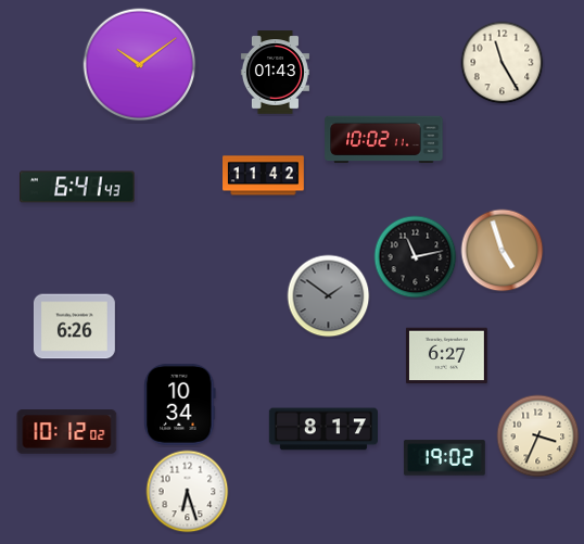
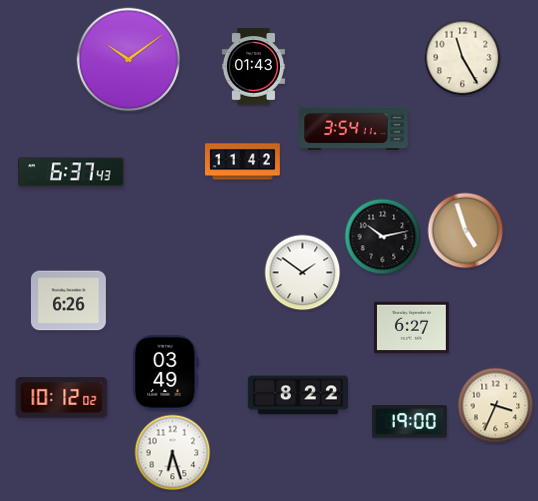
clock at (384, 140): 10:02 -> 3:54
clock at (78, 187): 6:41 -> 6:37
clock at (503, 251) position: (503, 251) -> (466, 231)
clock at (416, 257): 11:13 -> 10:13
clock at (329, 296) dial: grey -> white
clock at (180, 404): 10:34 -> 03:49
clock at (322, 429): 8:17 -> 8:22
clock at (538, 437) position: (538, 437) -> (496, 406)
clock at (444, 458): 19:02 -> 19:00
